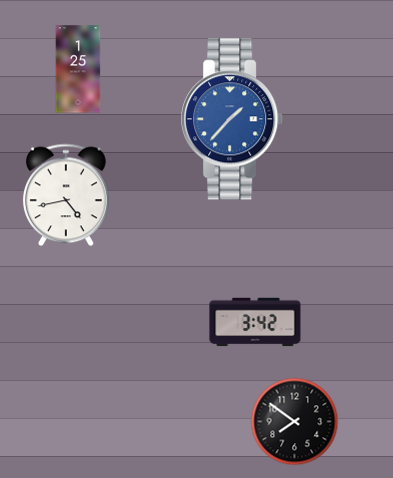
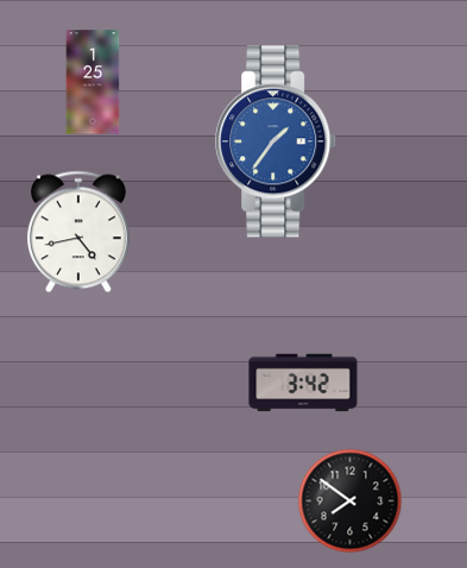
clock at (233, 119): 1:37 -> 1:36
